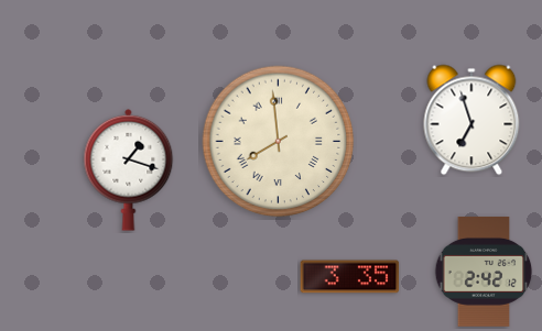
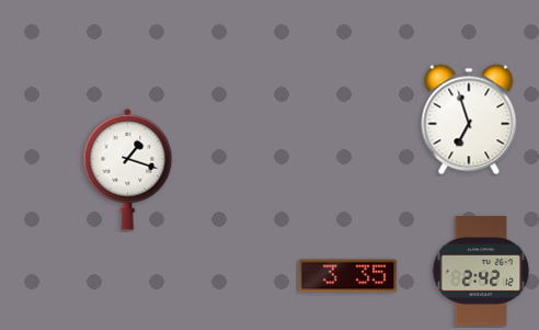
clock at (279, 142): 7:59 -> none
